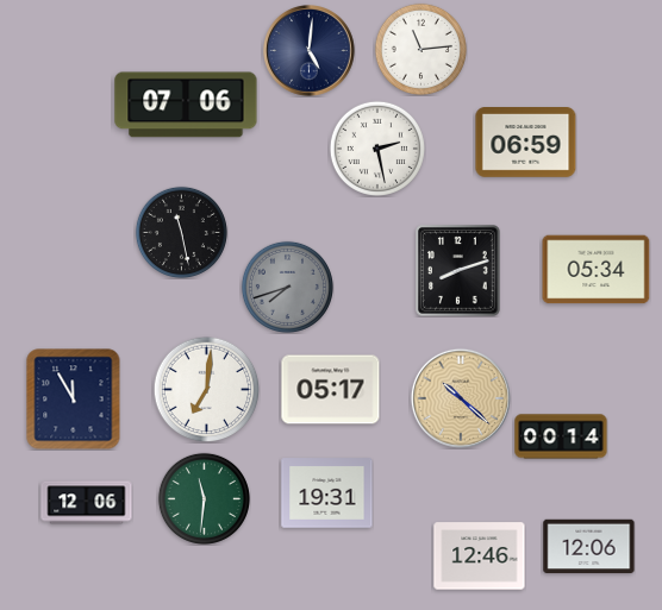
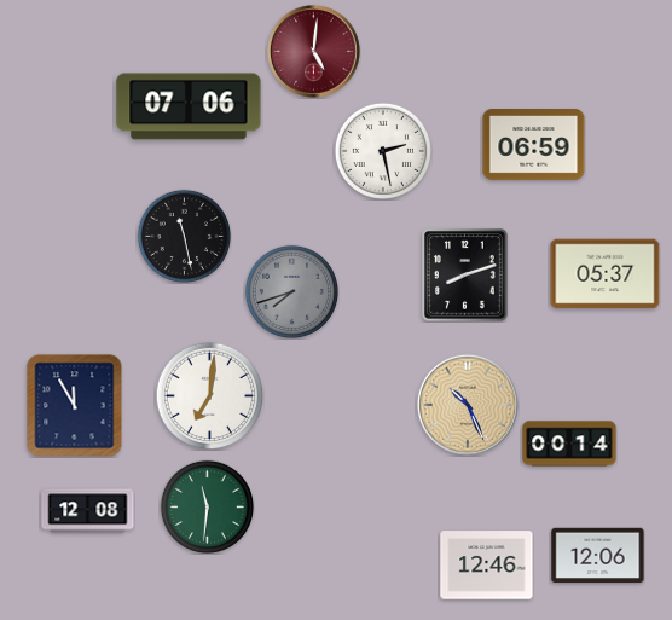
clock at (420, 49): 11:14 -> none
clock at (310, 51) dial: navy -> burgundy
clock at (597, 270): 05:34 -> 05:37
clock at (331, 390): 05:17 -> none
clock at (461, 398): 10:22 -> 10:26
clock at (327, 493): 19:31 -> none
clock at (87, 503): 12:06 -> 12:08
